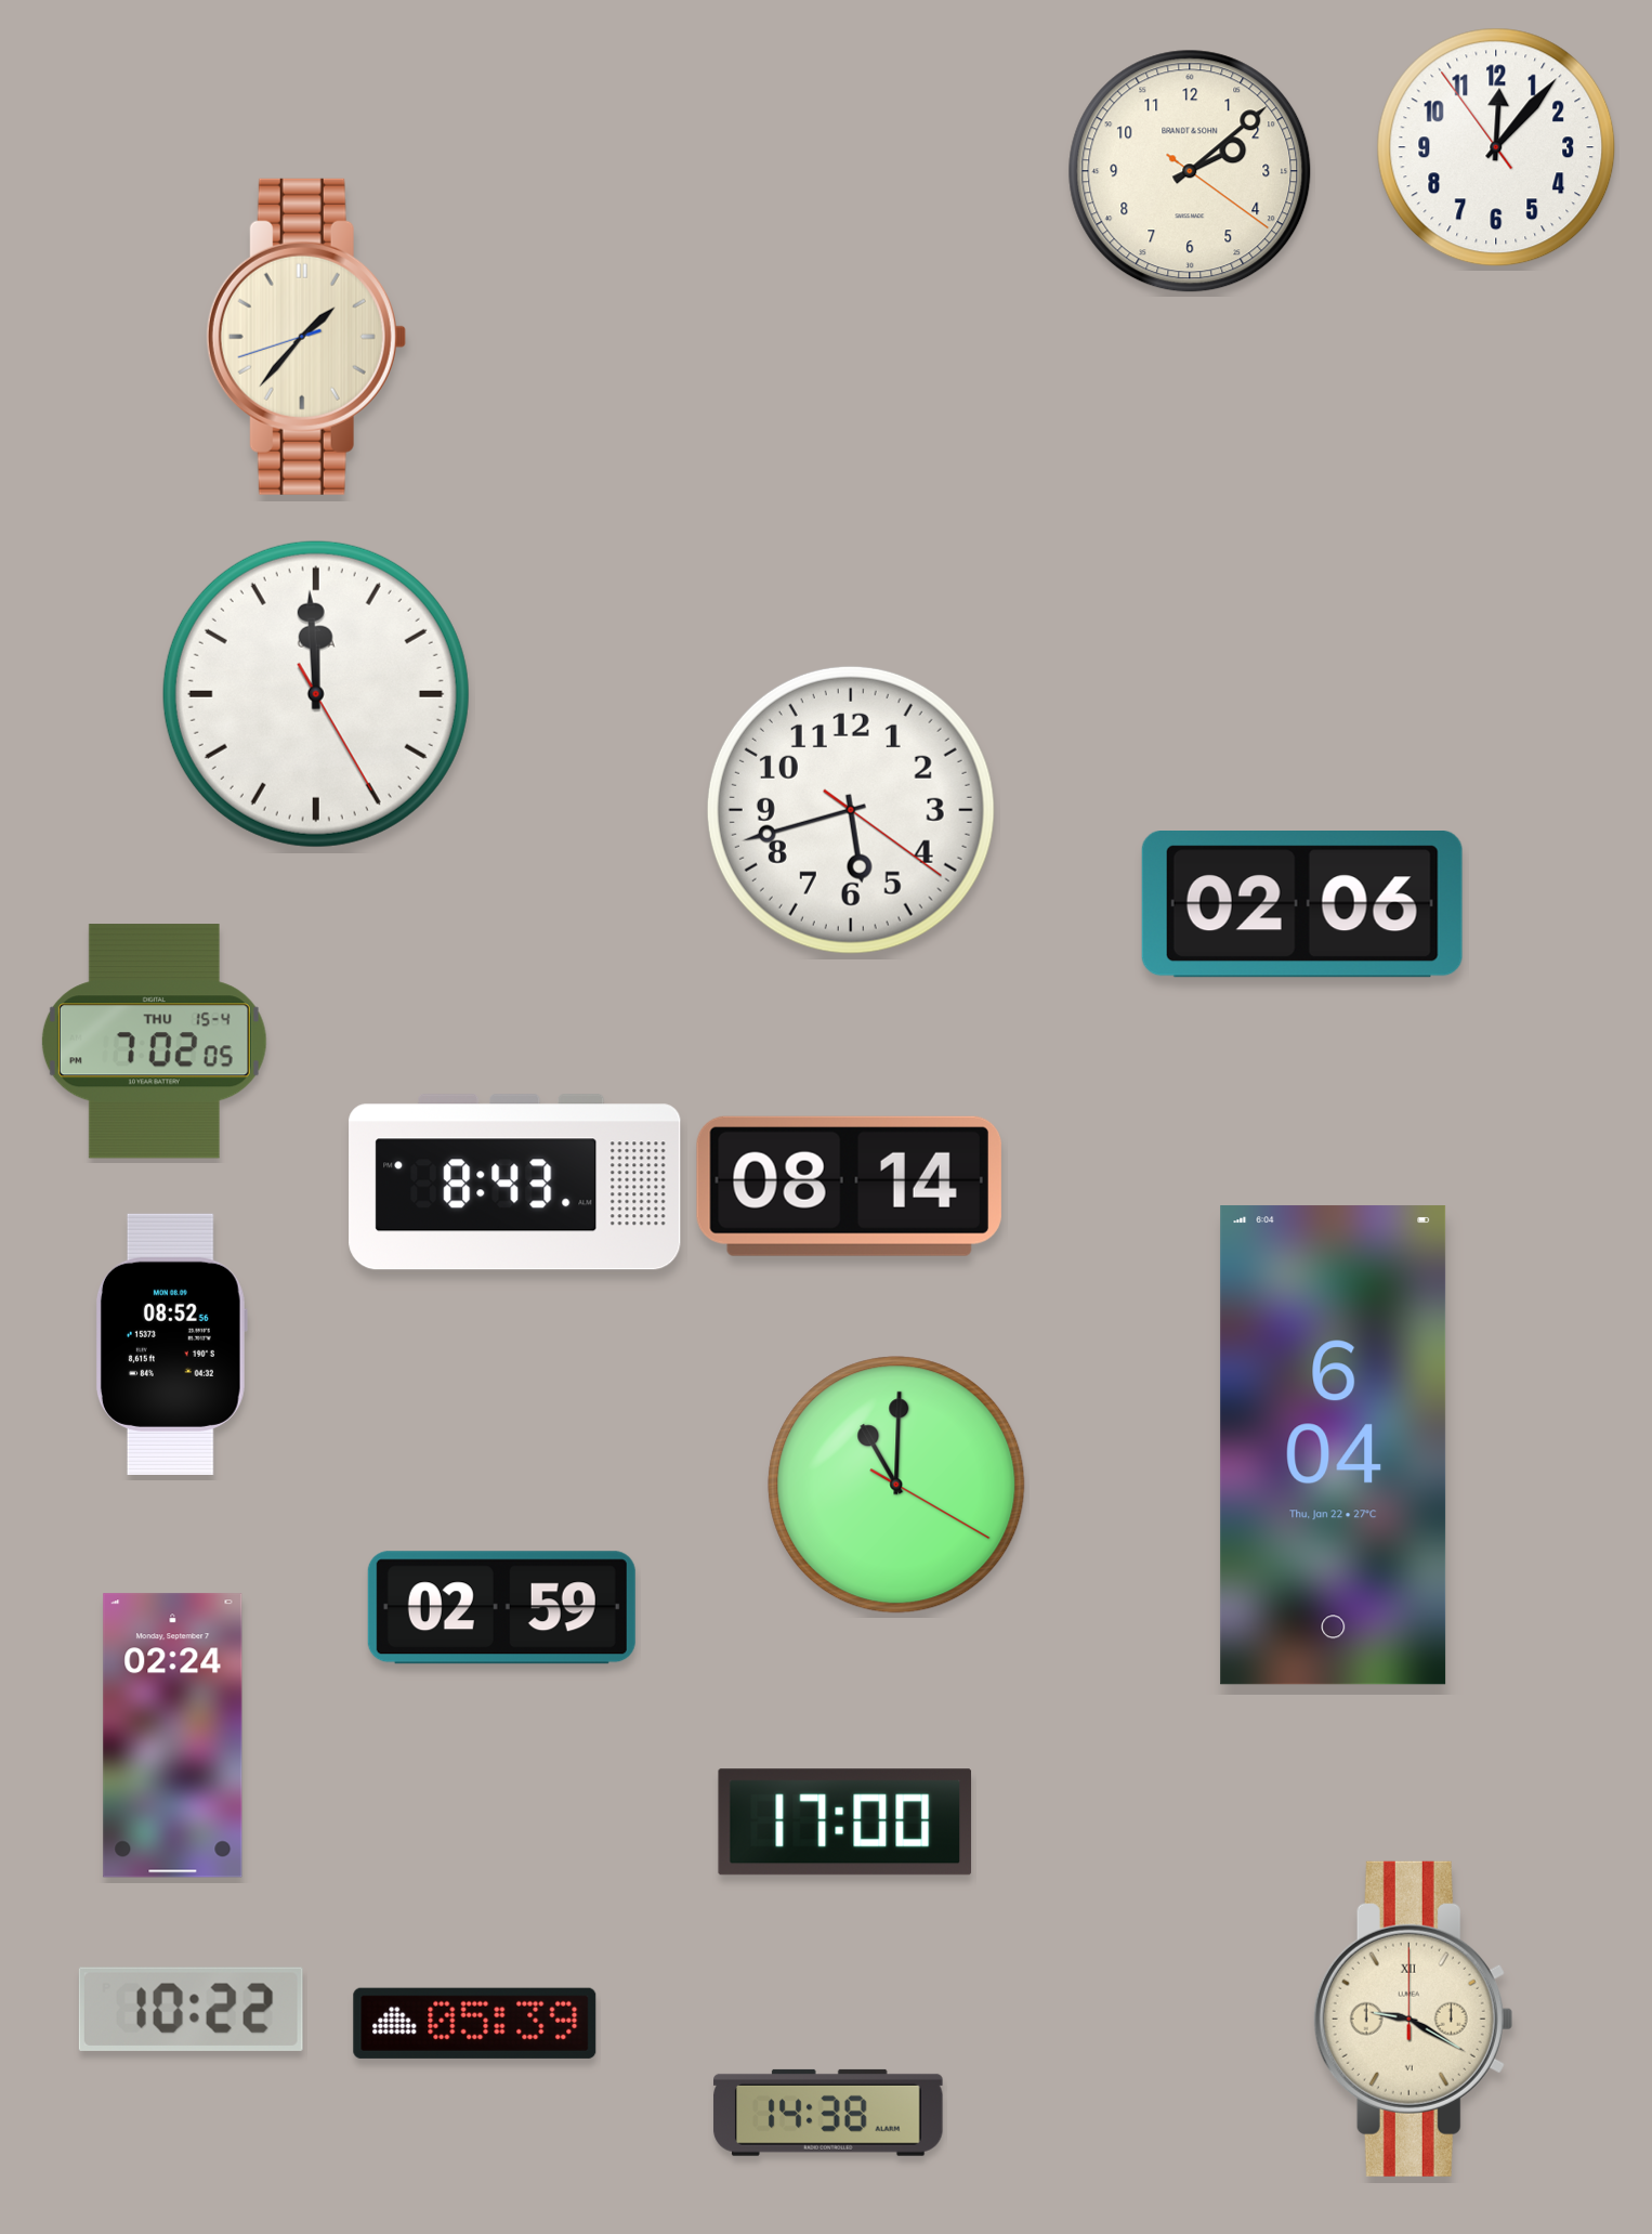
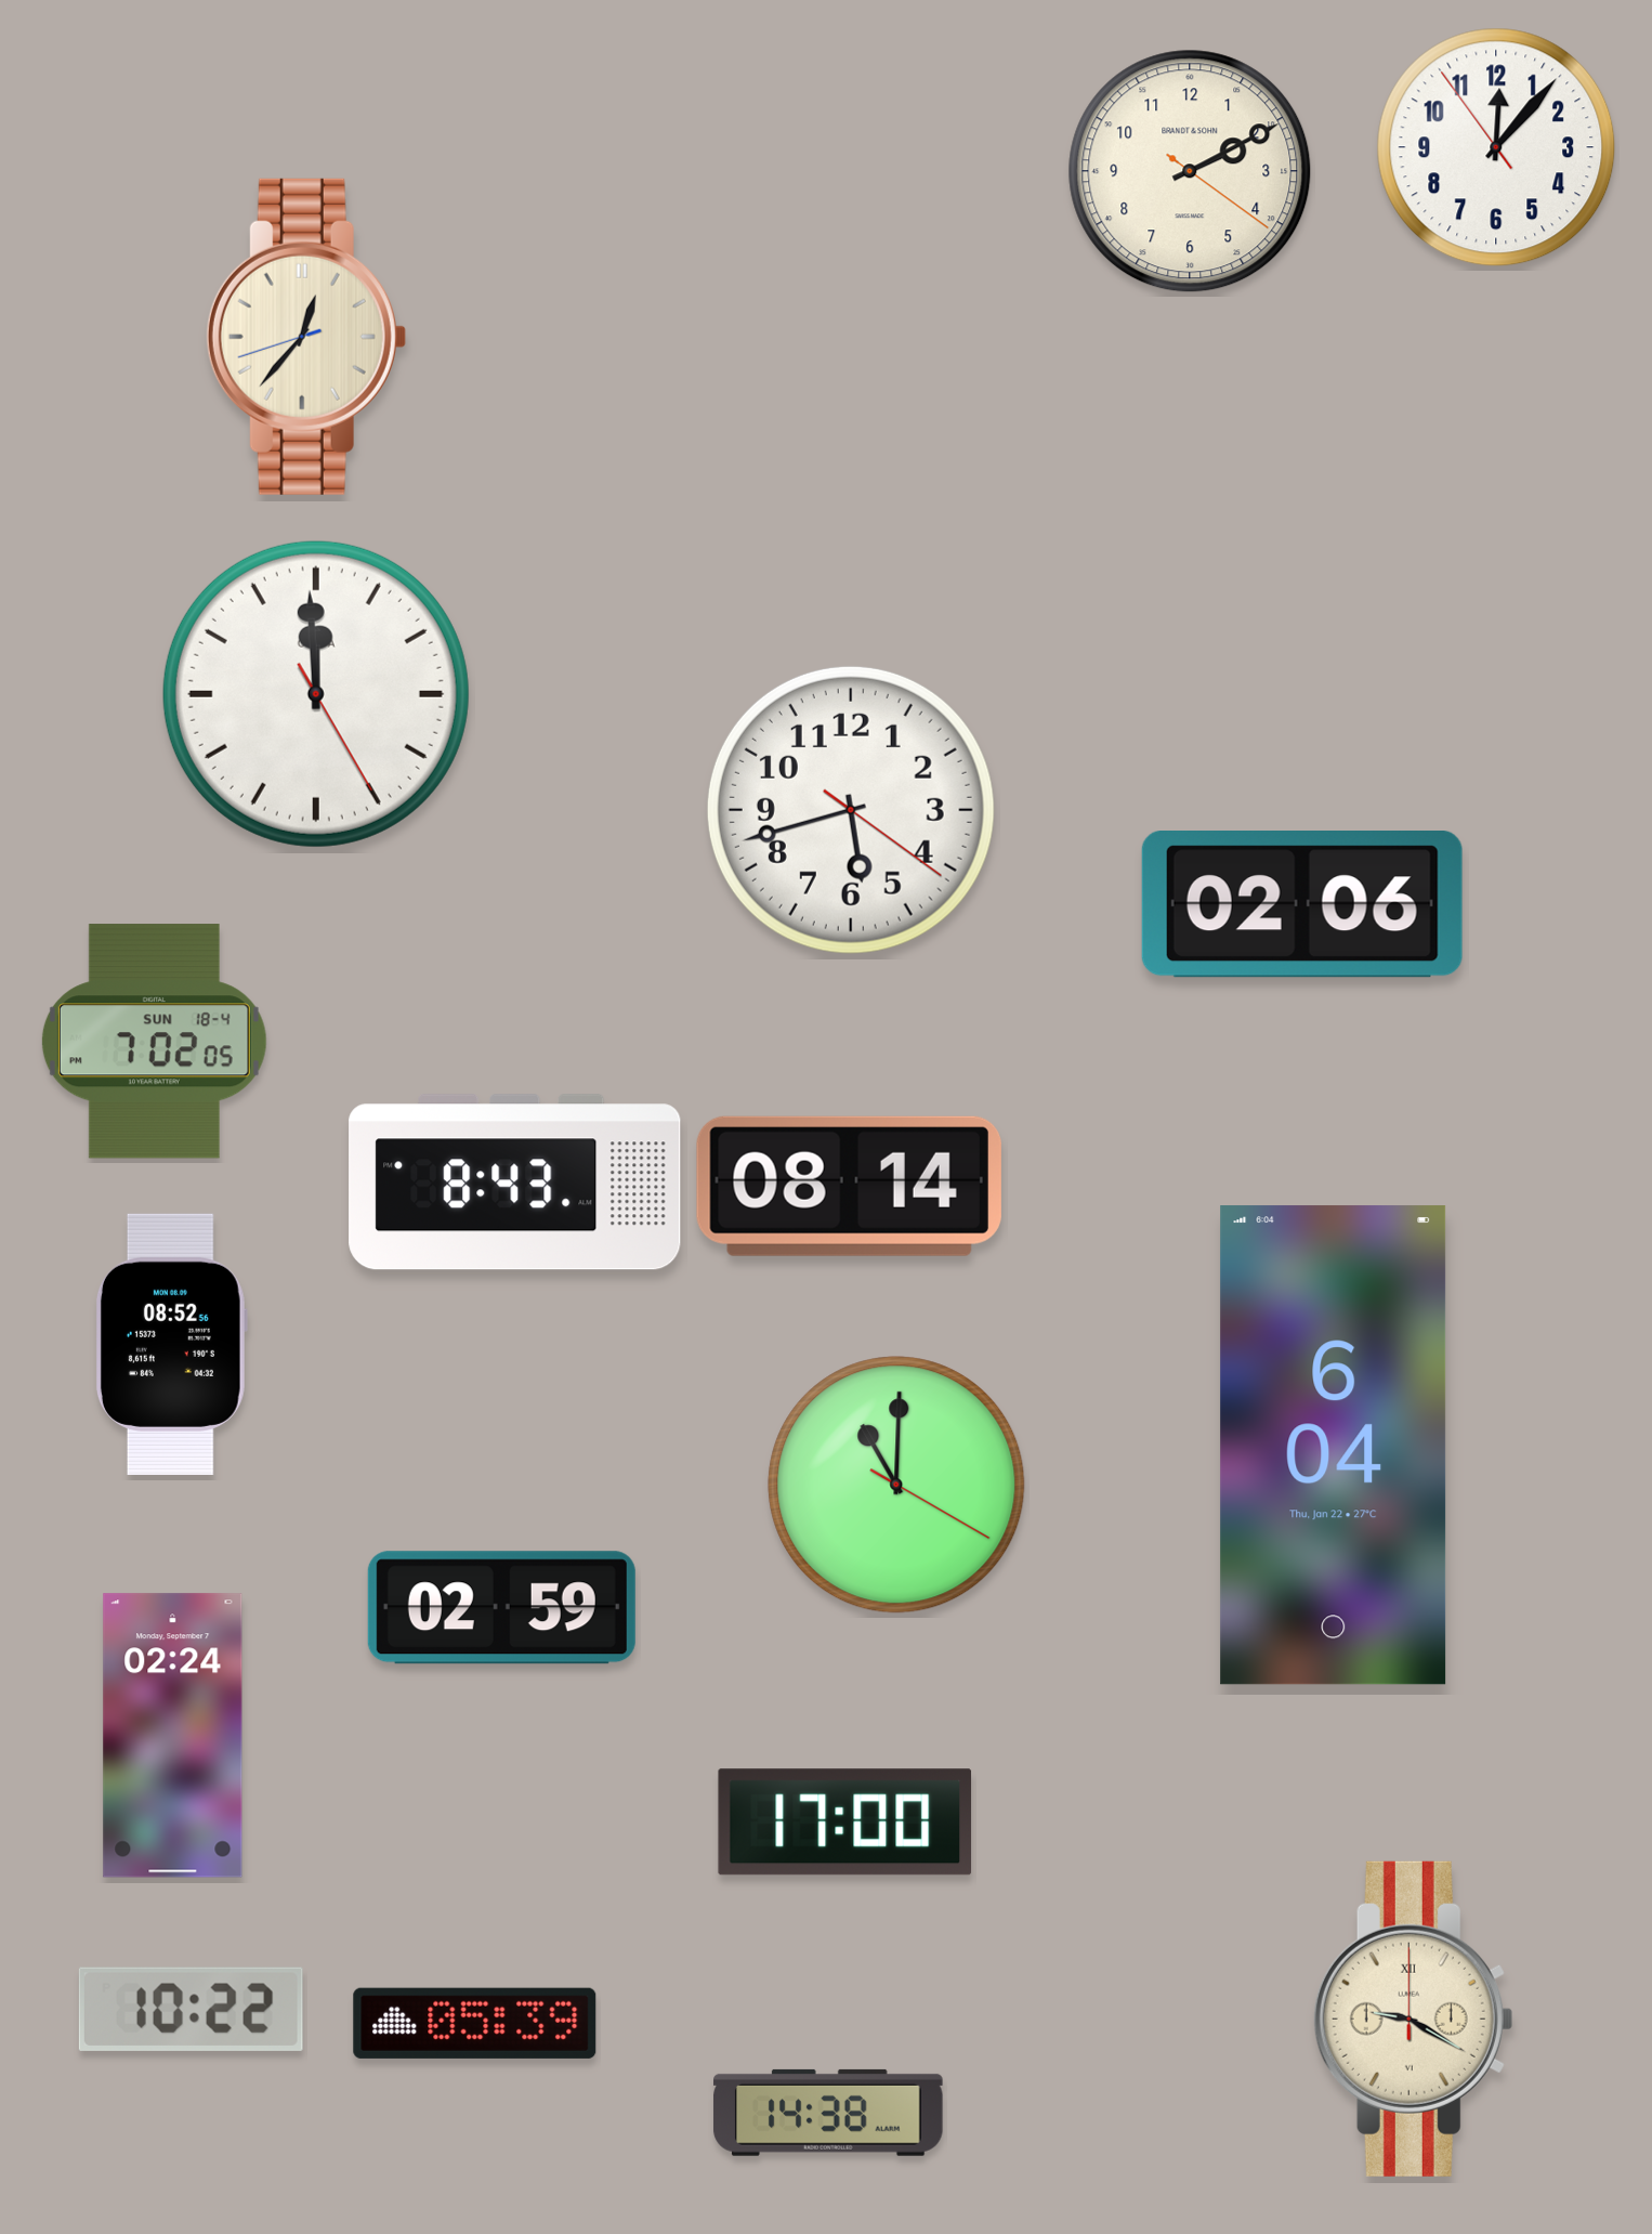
clock at (1190, 171): 2:08 -> 2:10
clock at (306, 337): 1:36 -> 12:36
clock at (154, 1042) date: THU 15-4 -> SUN 18-4
